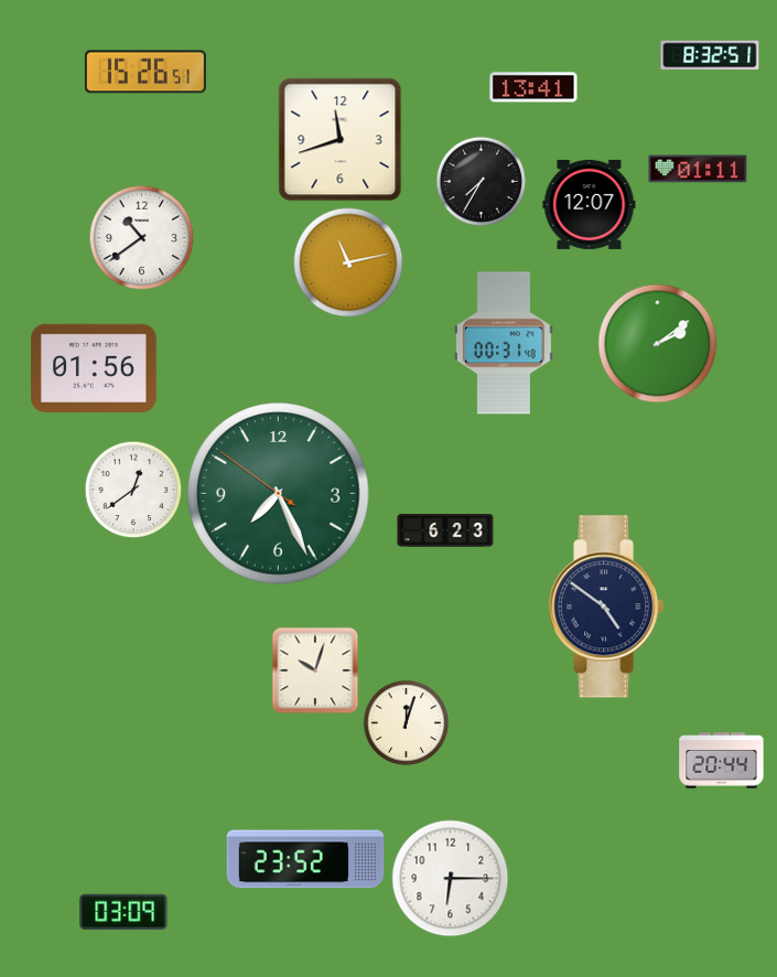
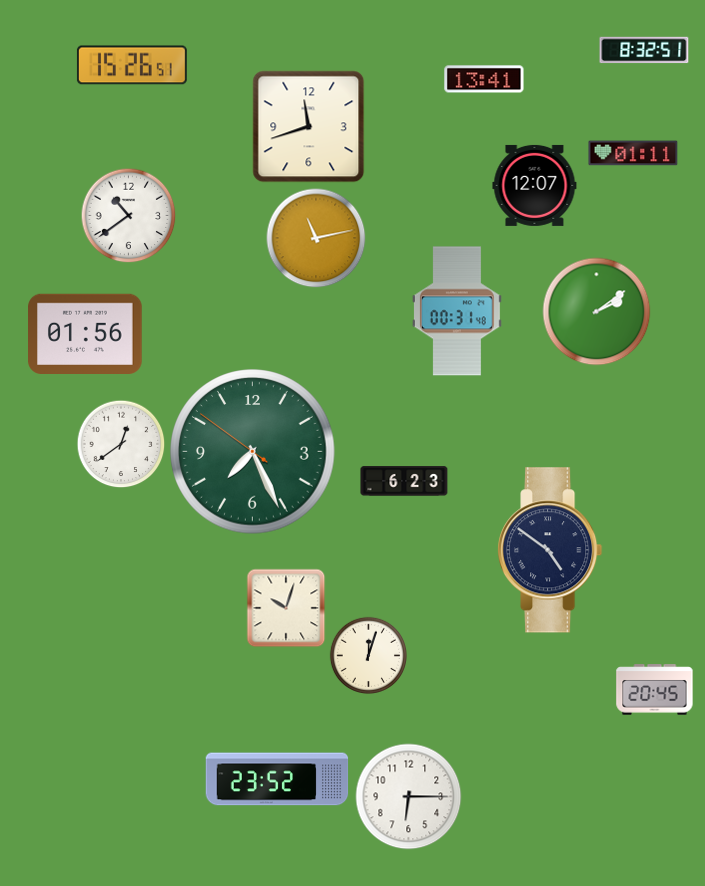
clock at (481, 181): 7:35 -> none
clock at (279, 494) position: (279, 494) -> (253, 452)
clock at (722, 761): 20:44 -> 20:45
clock at (123, 912): 03:09 -> none
